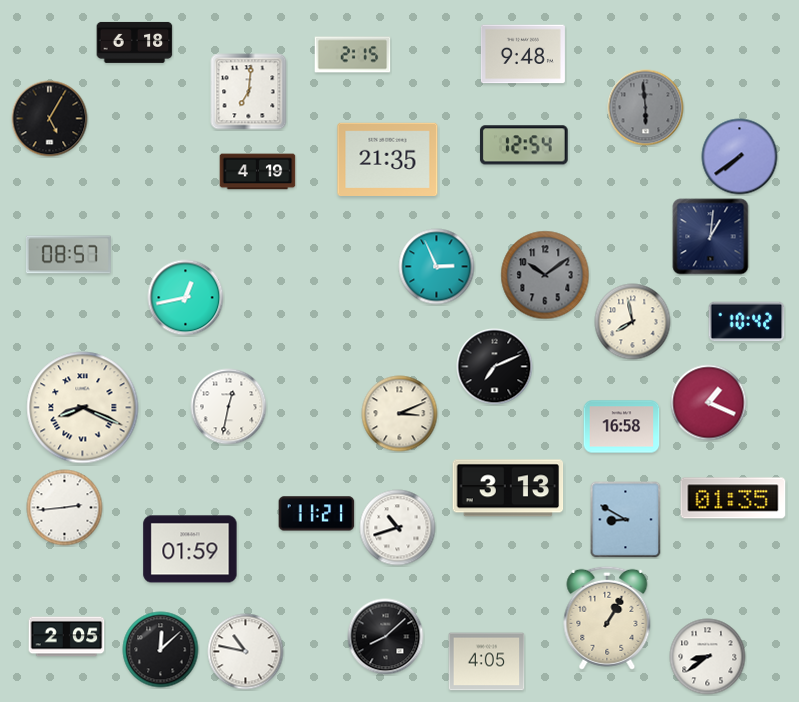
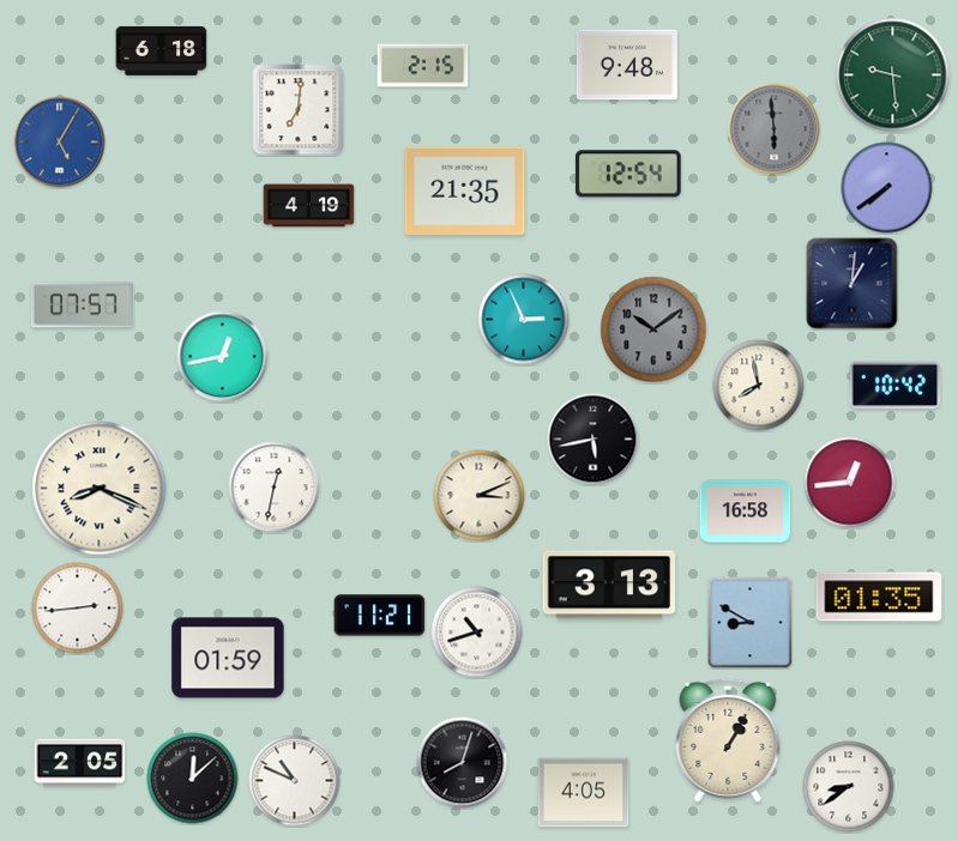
clock at (893, 75): none -> 9:29
clock at (50, 119) dial: black -> blue
clock at (68, 255): 08:57 -> 07:57
clock at (495, 367): 7:11 -> 5:43
clock at (709, 403): 1:19 -> 12:44
clock at (386, 637): 8:08 -> 8:03
clock at (246, 652): 10:47 -> 10:49
